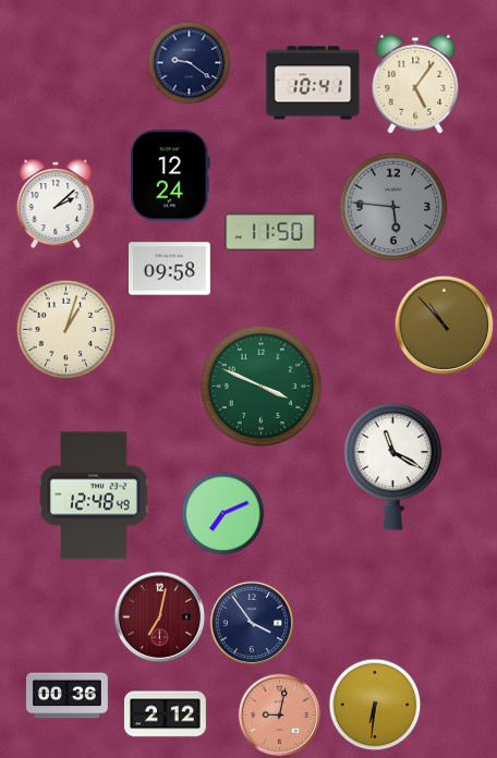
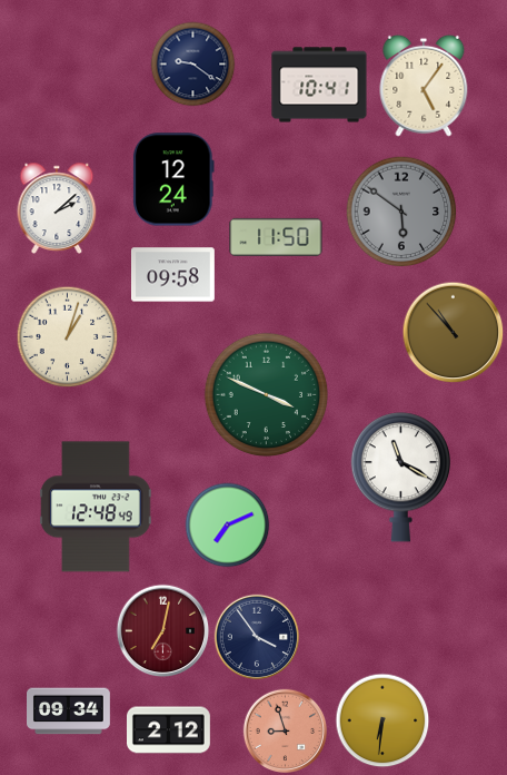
clock at (393, 207): 5:46 -> 5:51
clock at (68, 696): 00:36 -> 09:34
clock at (280, 716): 9:02 -> 8:57
